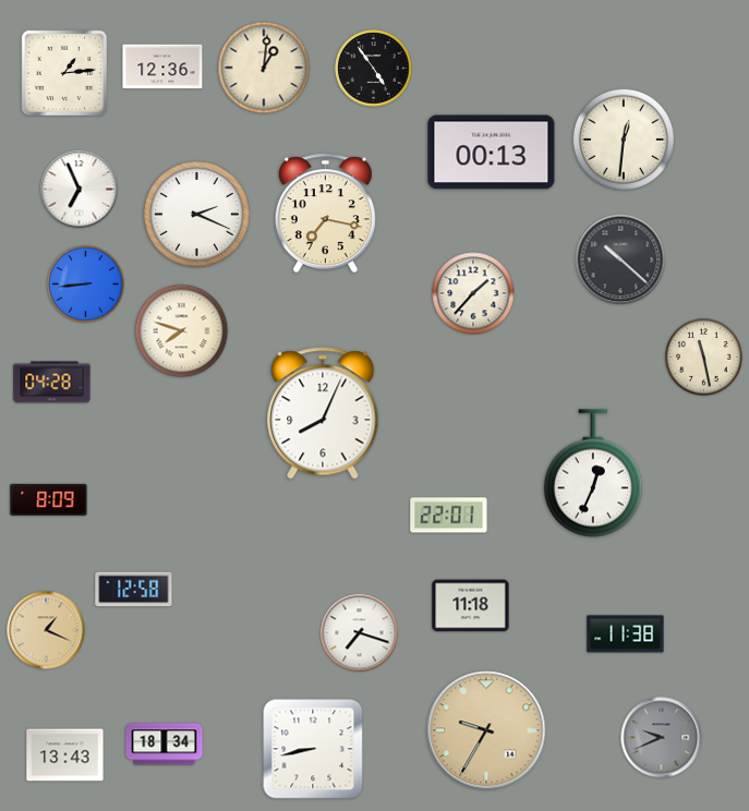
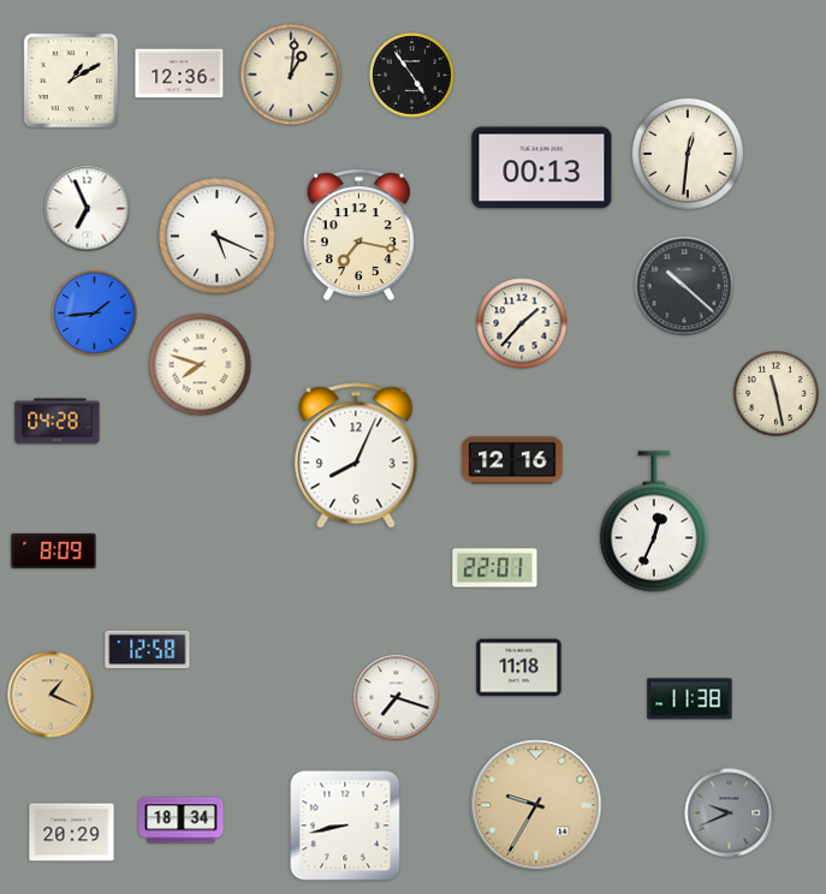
clock at (64, 73): 1:14 -> 1:10
clock at (197, 215): 2:19 -> 5:19
clock at (86, 285): 8:44 -> 1:44
clock at (512, 460): none -> 12:16
clock at (65, 755): 13:43 -> 20:29
